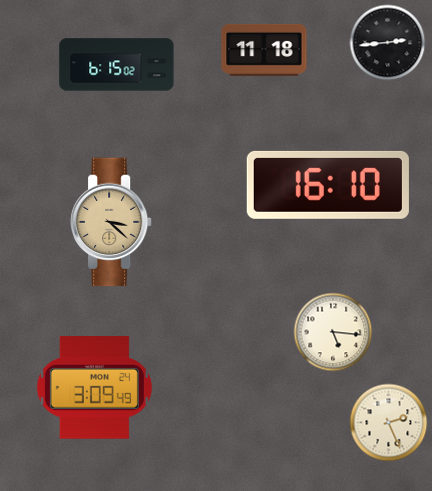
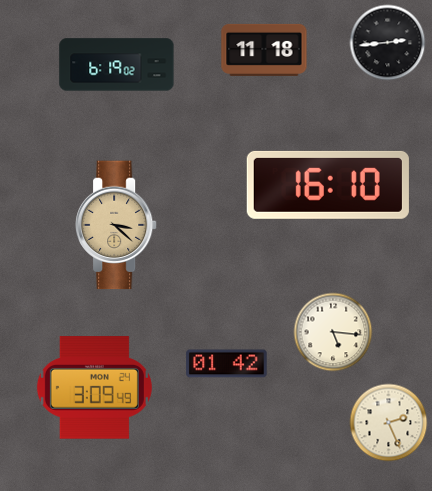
clock at (117, 65): 6:15 -> 6:19
clock at (112, 222) position: (112, 222) -> (117, 225)
clock at (227, 364): none -> 01:42
